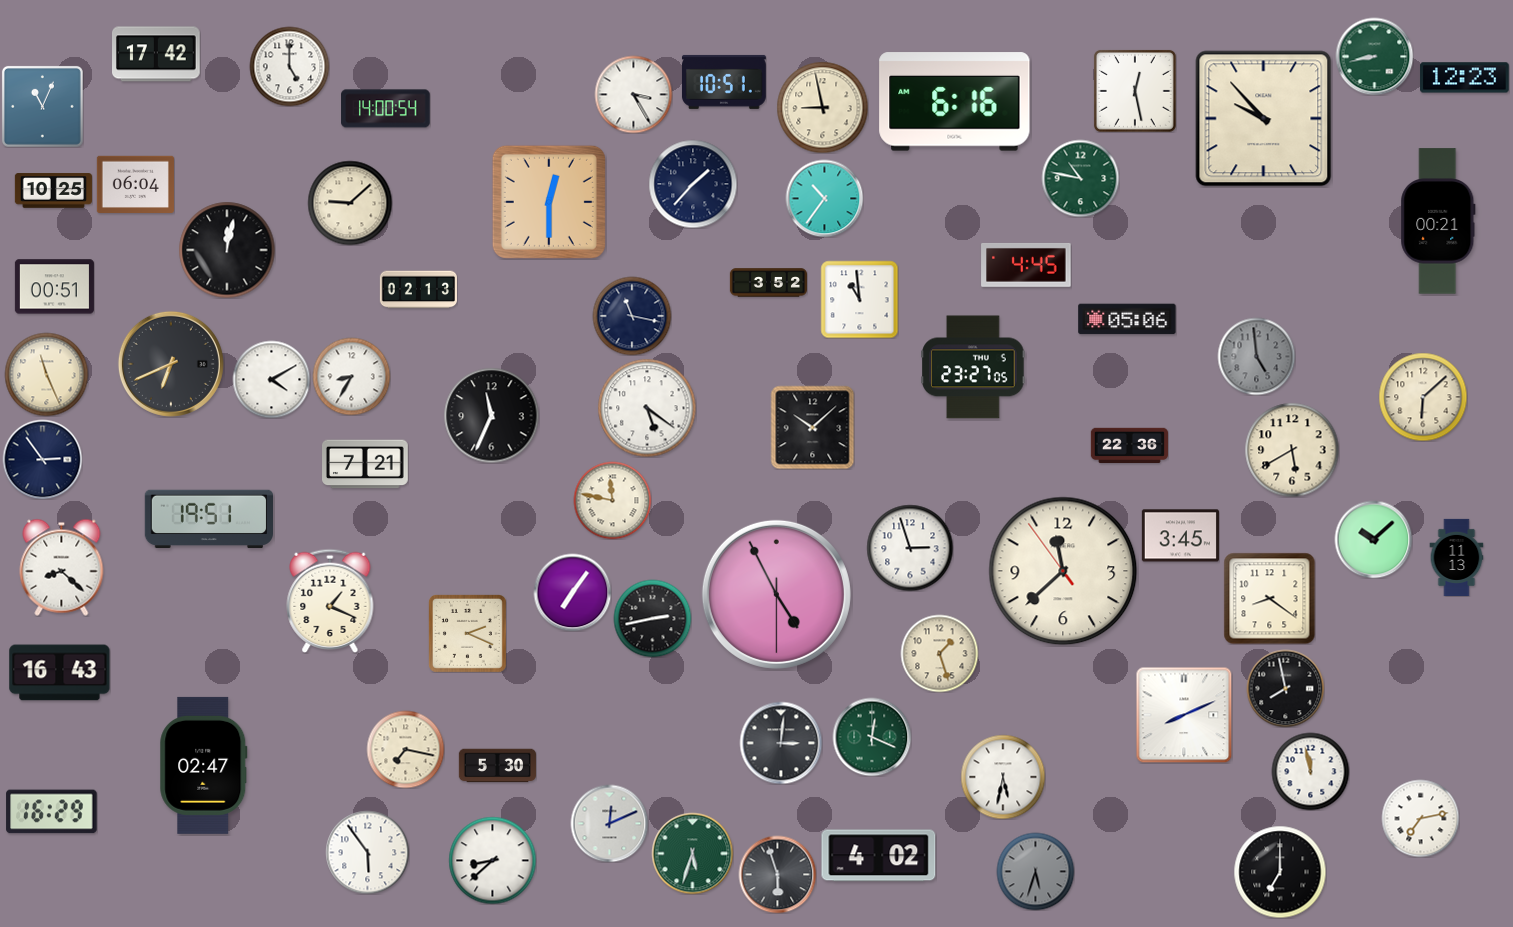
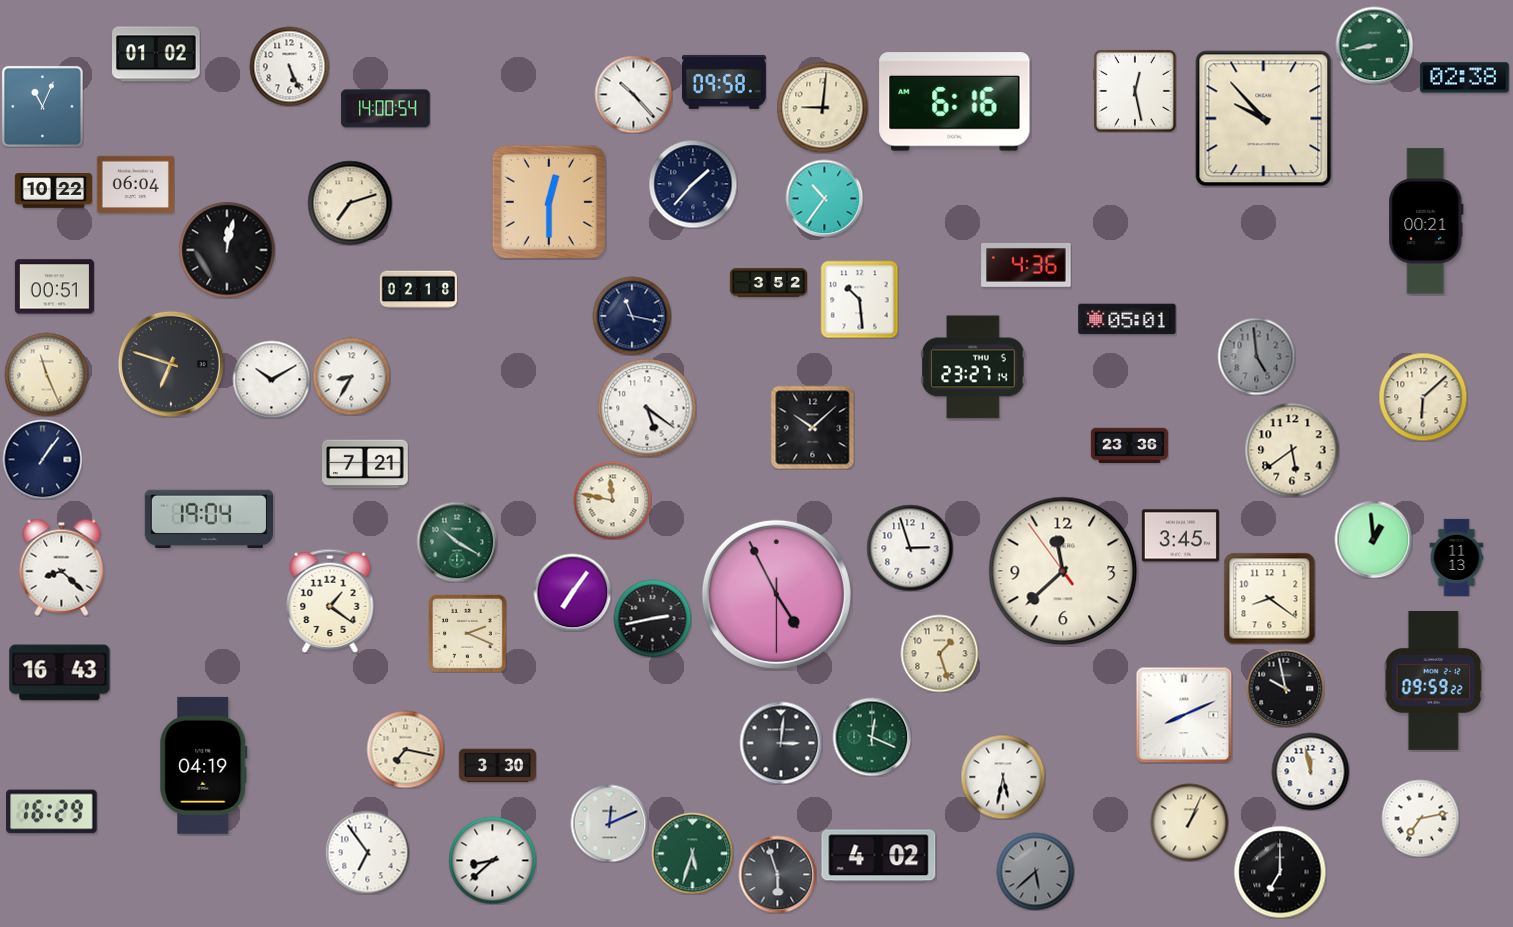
clock at (157, 54): 17:42 -> 01:02
clock at (1374, 56) position: (1374, 56) -> (1374, 45)
clock at (289, 66): 5:00 -> 5:26
clock at (1465, 78): 12:23 -> 02:38
clock at (724, 82): 10:51 -> 09:58
clock at (633, 94): 3:25 -> 10:23
clock at (822, 107): 8:58 -> 9:01
clock at (1080, 178): 10:47 -> none
clock at (53, 191): 10:25 -> 10:22
clock at (350, 203): 9:08 -> 7:12
clock at (1438, 221) position: (1438, 221) -> (1426, 221)
clock at (1026, 265): 4:45 -> 4:36
clock at (418, 290): 02:13 -> 02:18
clock at (859, 299): 10:59 -> 10:29
clock at (1127, 319): 05:06 -> 05:01
clock at (171, 364): 6:41 -> 6:48
clock at (973, 367): 23:27:05 -> 23:27:14
clock at (271, 379): 4:10 -> 10:10
clock at (491, 415): 11:34 -> none
clock at (1129, 445): 22:36 -> 23:36
clock at (1292, 450): 5:40 -> 5:39
clock at (42, 459): 2:54 -> 1:06
clock at (208, 519): 19:51 -> 19:04
clock at (1373, 539): 10:08 -> 12:59
clock at (457, 542): none -> 10:20
clock at (330, 601): 1:19 -> 1:21
clock at (1433, 680): none -> 09:59
clock at (1285, 688): 7:58 -> 9:58
clock at (204, 765): 02:47 -> 04:19
clock at (497, 766): 5:30 -> 3:30
clock at (1189, 822): none -> 1:04
clock at (367, 852): 5:54 -> 6:54
clock at (1035, 871): 5:33 -> 5:38
